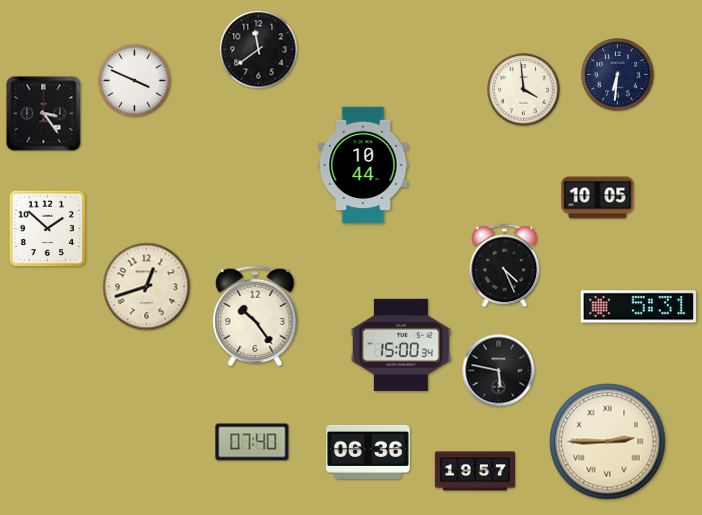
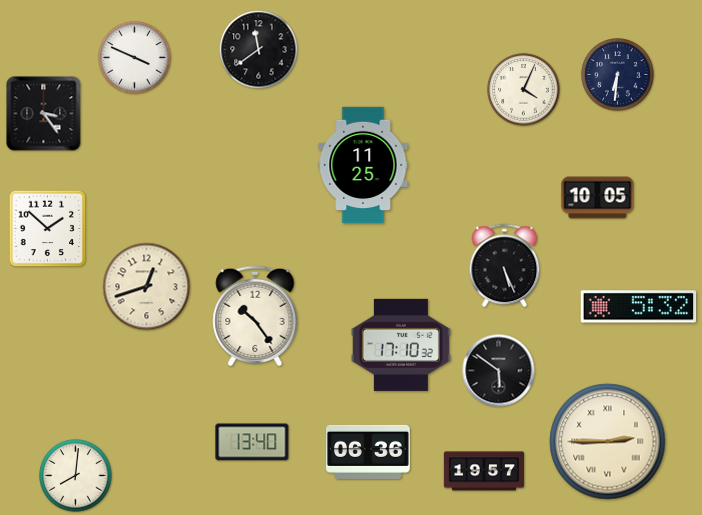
clock at (135, 81) position: (135, 81) -> (135, 58)
clock at (524, 90): 3:59 -> 4:04
clock at (363, 165): 10:44 -> 11:25
clock at (505, 266): 4:26 -> 5:26
clock at (639, 307): 5:31 -> 5:32
clock at (401, 345): 15:00 -> 17:10
clock at (499, 371): 5:47 -> 5:51
clock at (252, 442): 07:40 -> 13:40
clock at (475, 471) position: (475, 471) -> (484, 471)
clock at (76, 476): none -> 8:01
